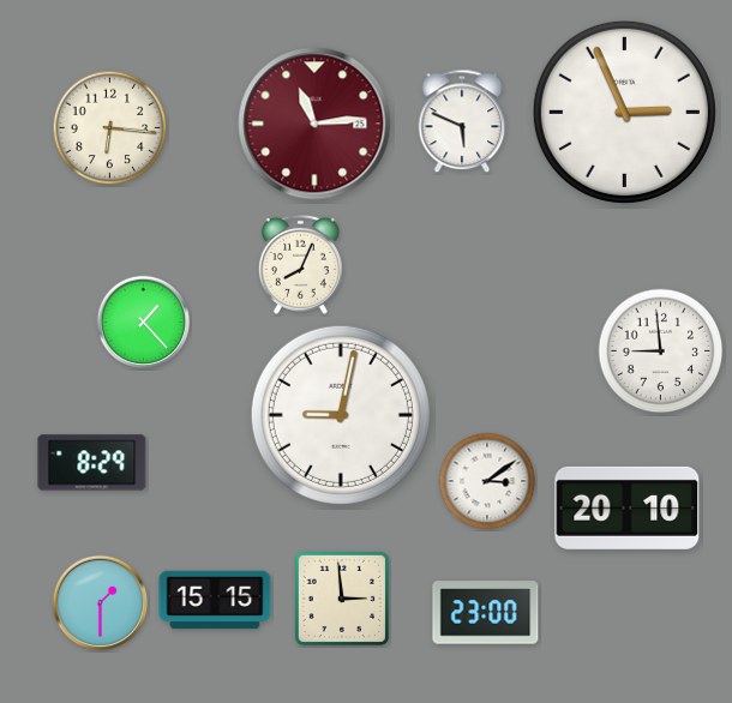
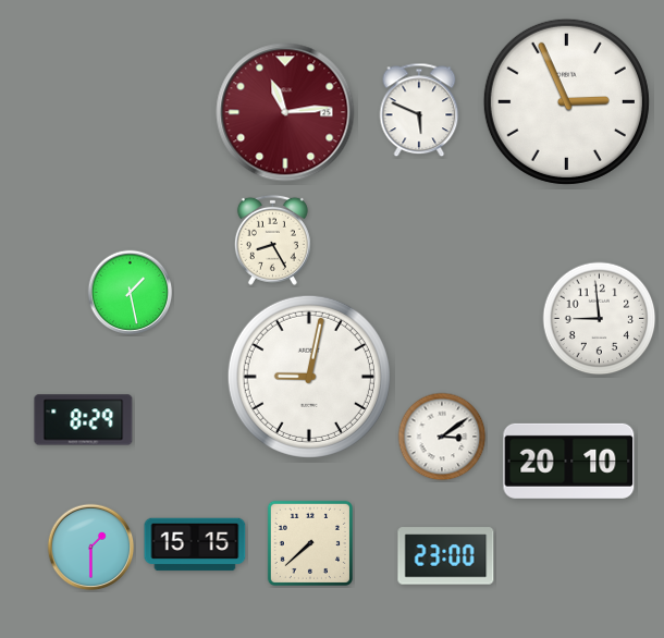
clock at (110, 128): 6:16 -> none
clock at (300, 264): 8:04 -> 8:25
clock at (144, 323): 1:23 -> 1:28
clock at (342, 599): 2:59 -> 7:38
clock at (486, 613) position: (486, 613) -> (446, 556)
